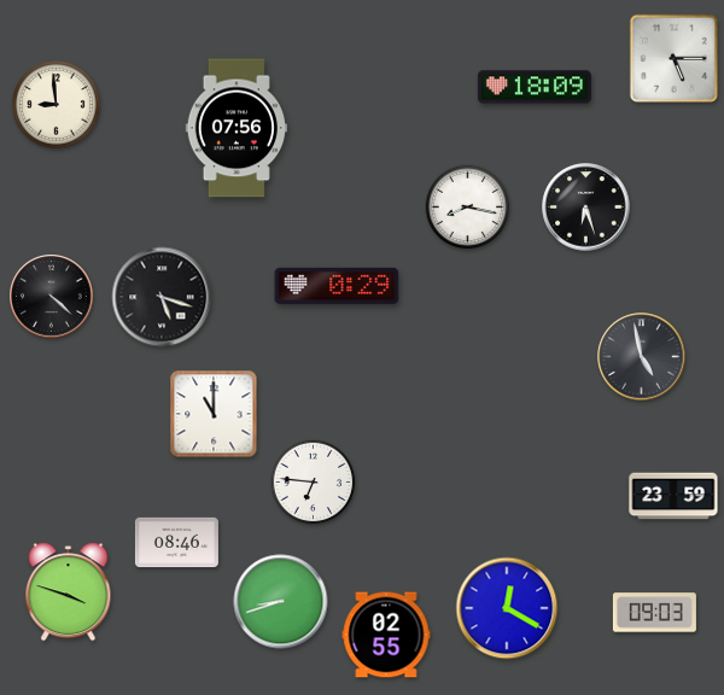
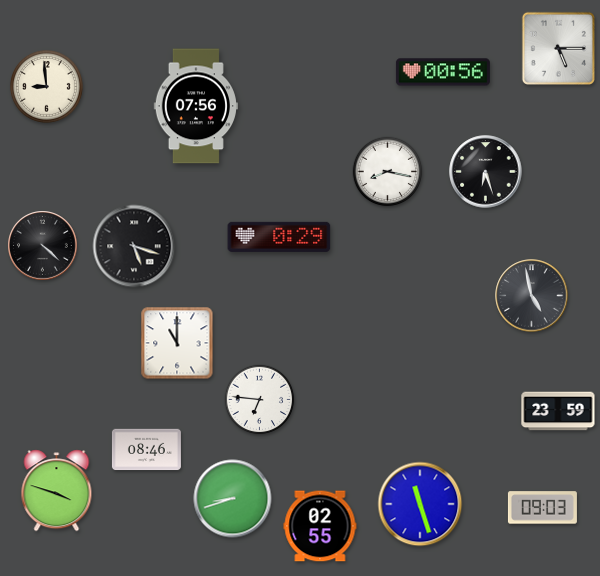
clock at (535, 87): 18:09 -> 00:56
clock at (507, 608): 12:20 -> 11:27
